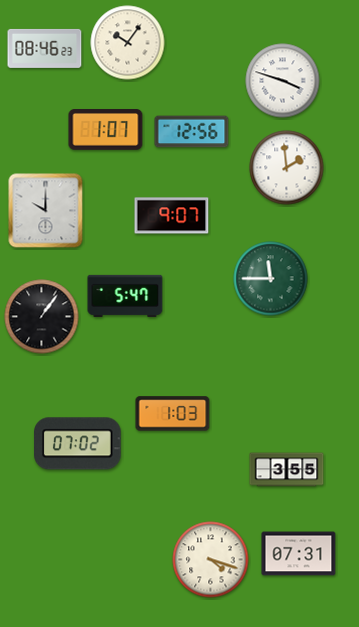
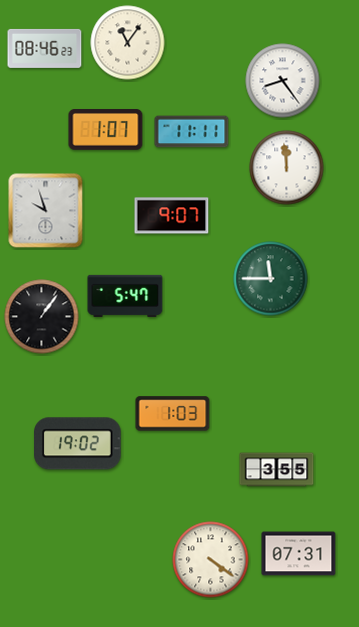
clock at (128, 43): 10:06 -> 11:06
clock at (283, 81): 3:48 -> 8:24
clock at (192, 132): 12:56 -> 11:11
clock at (287, 168): 1:59 -> 11:59
clock at (46, 211): 10:00 -> 9:57
clock at (78, 444): 07:02 -> 19:02
clock at (287, 470) position: (287, 470) -> (277, 470)
clock at (211, 560): 4:18 -> 4:21
